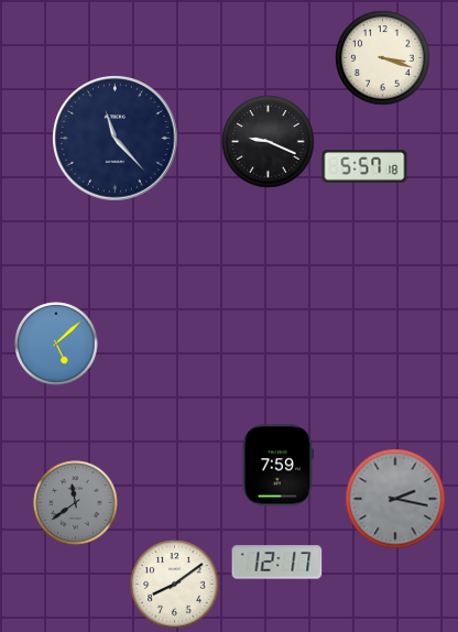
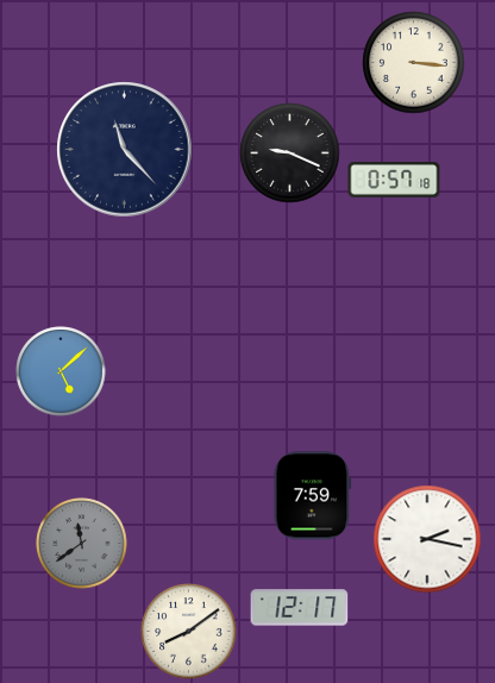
clock at (383, 58): 3:18 -> 3:16
clock at (364, 166): 5:57 -> 0:57
clock at (279, 466) position: (279, 466) -> (313, 496)
clock at (395, 499) dial: grey -> white
